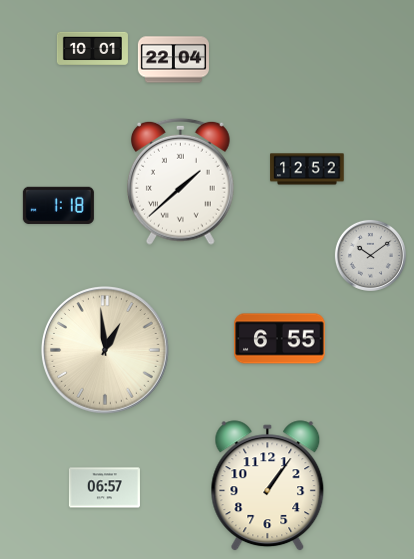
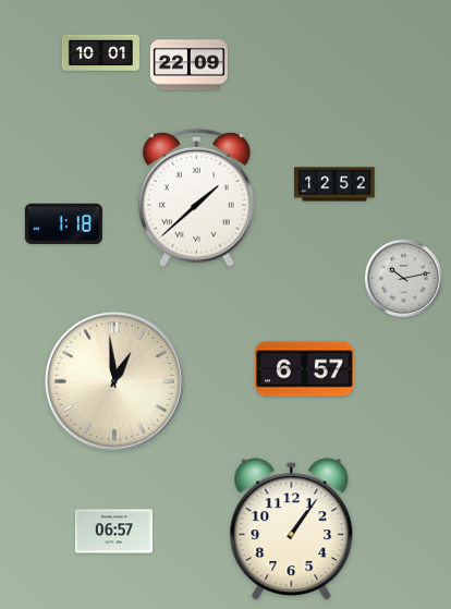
clock at (173, 60): 22:04 -> 22:09
clock at (370, 255): 10:09 -> 10:13
clock at (280, 339): 6:55 -> 6:57
